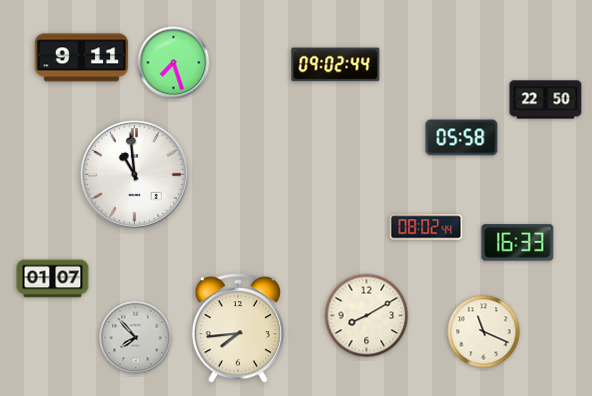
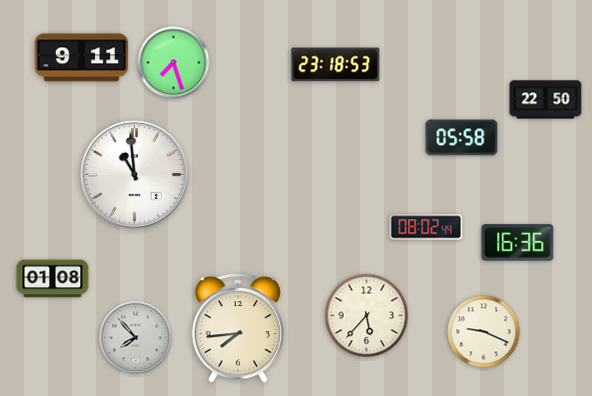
clock at (336, 65): 09:02 -> 23:18
clock at (518, 243): 16:33 -> 16:36
clock at (53, 279): 01:07 -> 01:08
clock at (367, 316): 8:10 -> 5:37
clock at (484, 332): 11:19 -> 9:19
